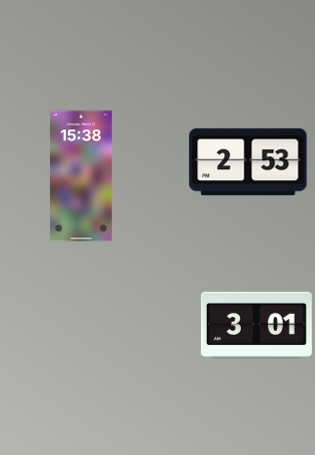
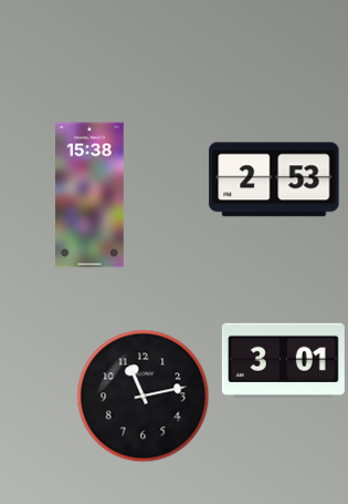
clock at (144, 397): none -> 11:13
